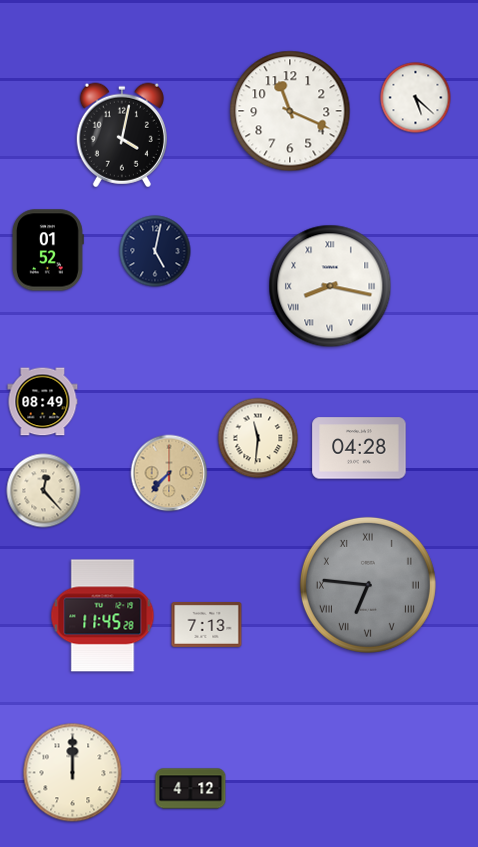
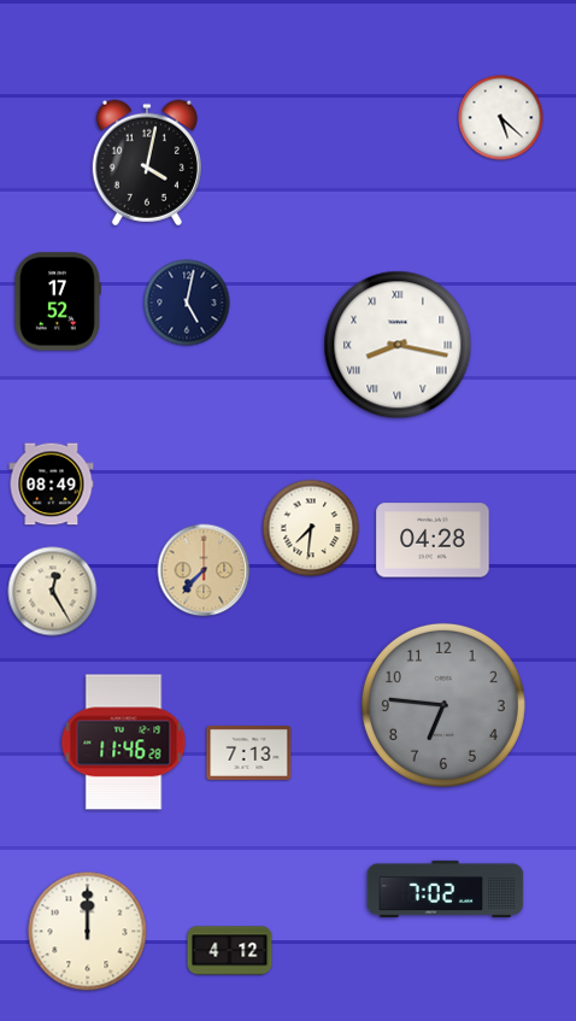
clock at (290, 111): 11:19 -> none
clock at (48, 250): 01:52 -> 17:52
clock at (258, 438): 11:31 -> 7:31
clock at (44, 491): 12:23 -> 12:25
clock at (368, 585) numerals: Roman -> Arabic
clock at (103, 616): 11:45 -> 11:46
clock at (446, 888): none -> 7:02
